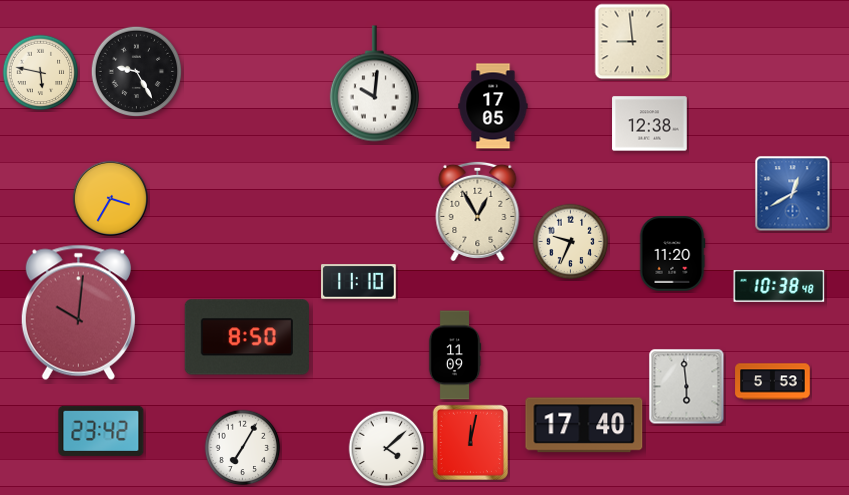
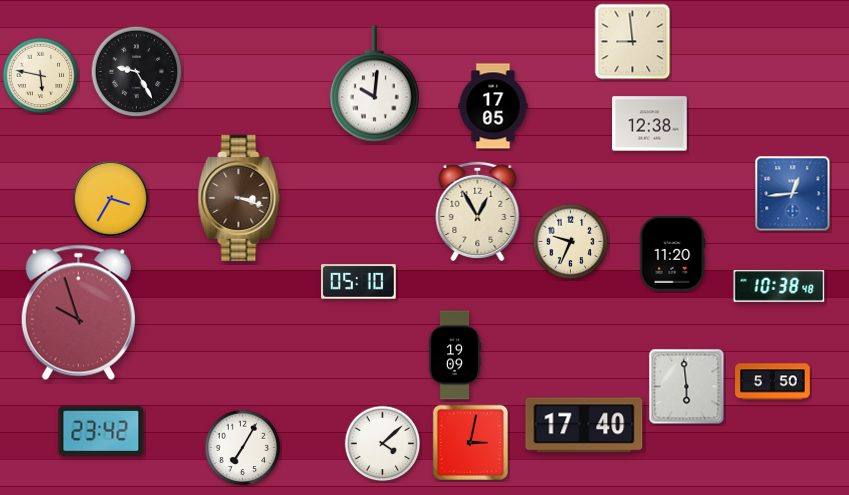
clock at (41, 73) position: (41, 73) -> (41, 76)
clock at (793, 194): 12:40 -> 12:44
clock at (239, 198): none -> 3:18
clock at (359, 282): 11:10 -> 05:10
clock at (78, 312): 10:01 -> 9:57
clock at (247, 337): 8:50 -> none
clock at (455, 355): 11:09 -> 19:09
clock at (773, 382): 5:53 -> 5:50
clock at (470, 442): 12:02 -> 3:02
clock at (387, 449) position: (387, 449) -> (383, 444)
